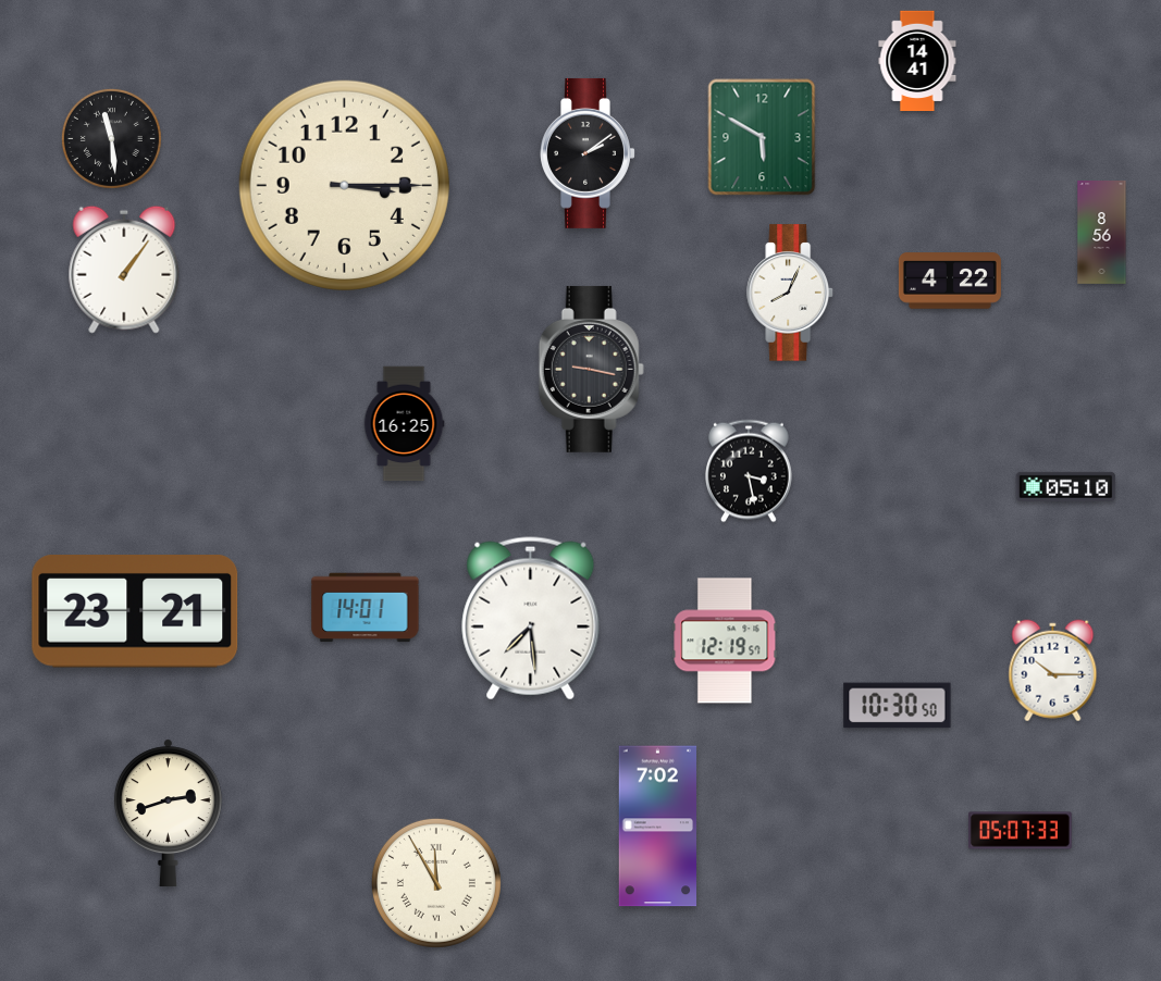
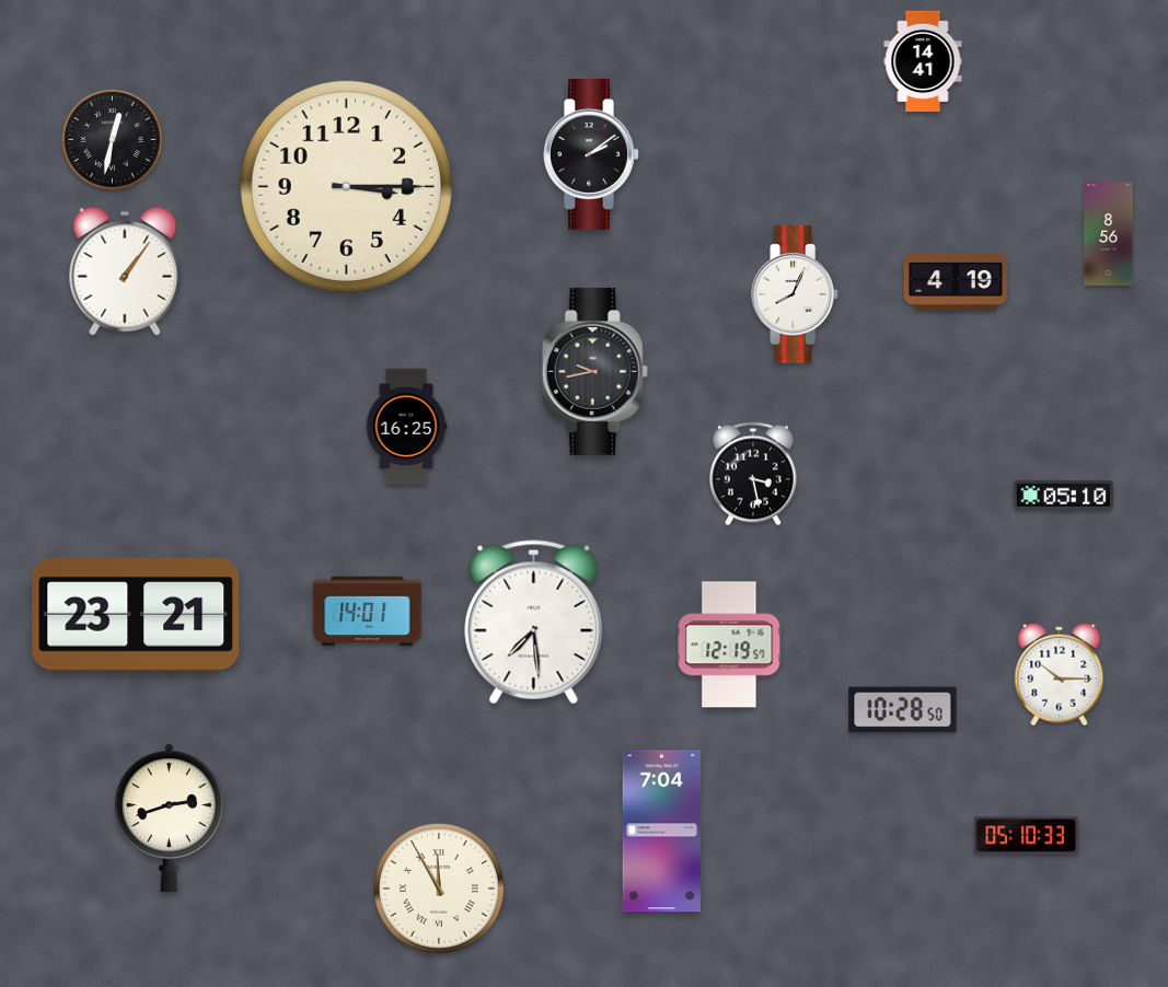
clock at (762, 137): 5:50 -> none
clock at (111, 138): 11:29 -> 12:32
clock at (950, 281): 4:22 -> 4:19
clock at (591, 369): 9:17 -> 9:43
clock at (1066, 486) position: (1066, 486) -> (1064, 495)
clock at (898, 706): 10:30 -> 10:28
clock at (658, 827): 7:02 -> 7:04
clock at (1020, 831): 05:07 -> 05:10
